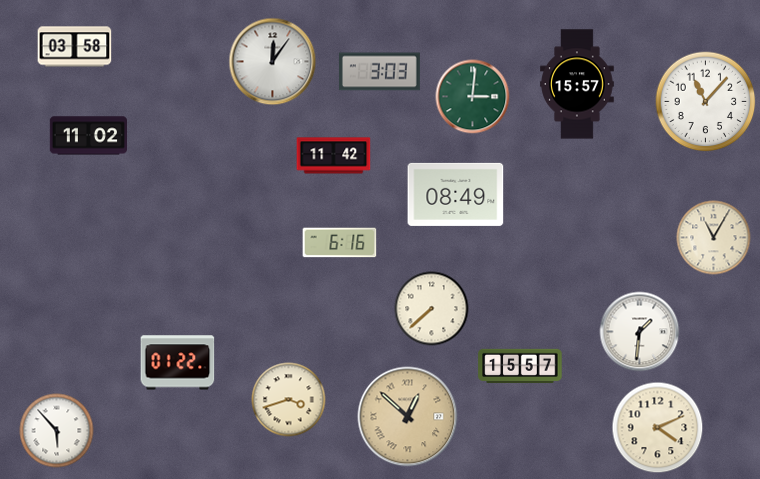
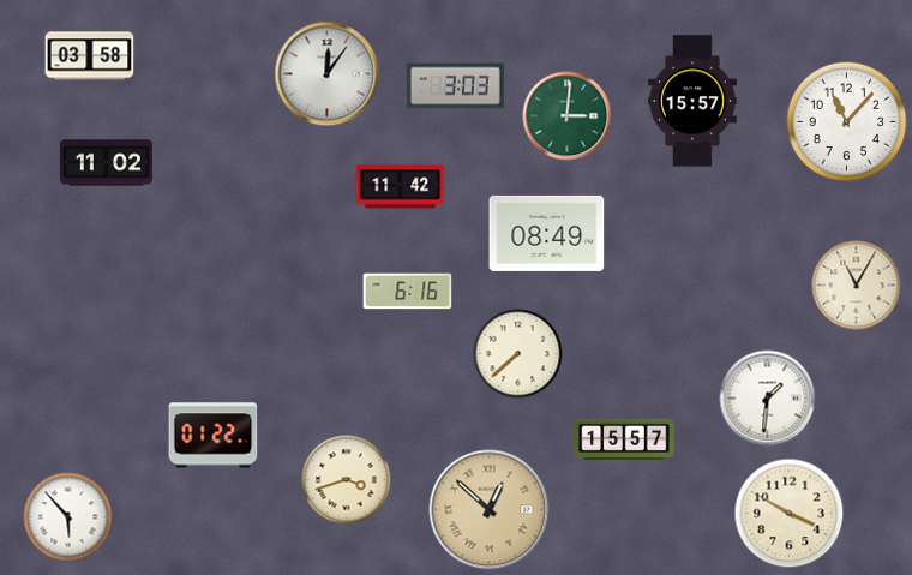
clock at (432, 309) position: (432, 309) -> (518, 354)
clock at (408, 417) position: (408, 417) -> (490, 510)
clock at (658, 428): 4:11 -> 3:50
